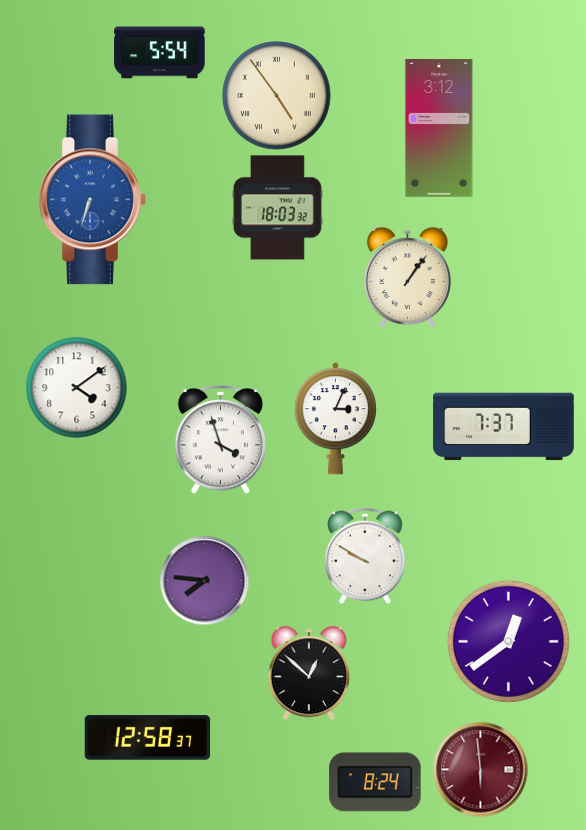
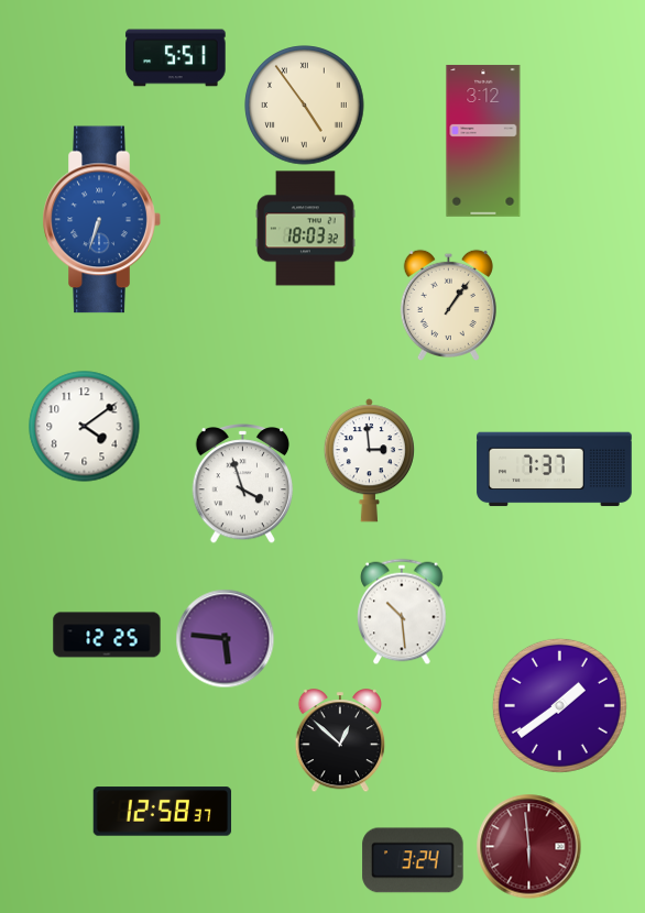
clock at (160, 53): 5:54 -> 5:51
clock at (335, 419): 3:04 -> 2:59
clock at (365, 556): 9:50 -> 10:29
clock at (107, 635): none -> 12:25
clock at (204, 580): 7:46 -> 5:46
clock at (508, 641): 12:39 -> 1:39
clock at (375, 782): 8:24 -> 3:24
